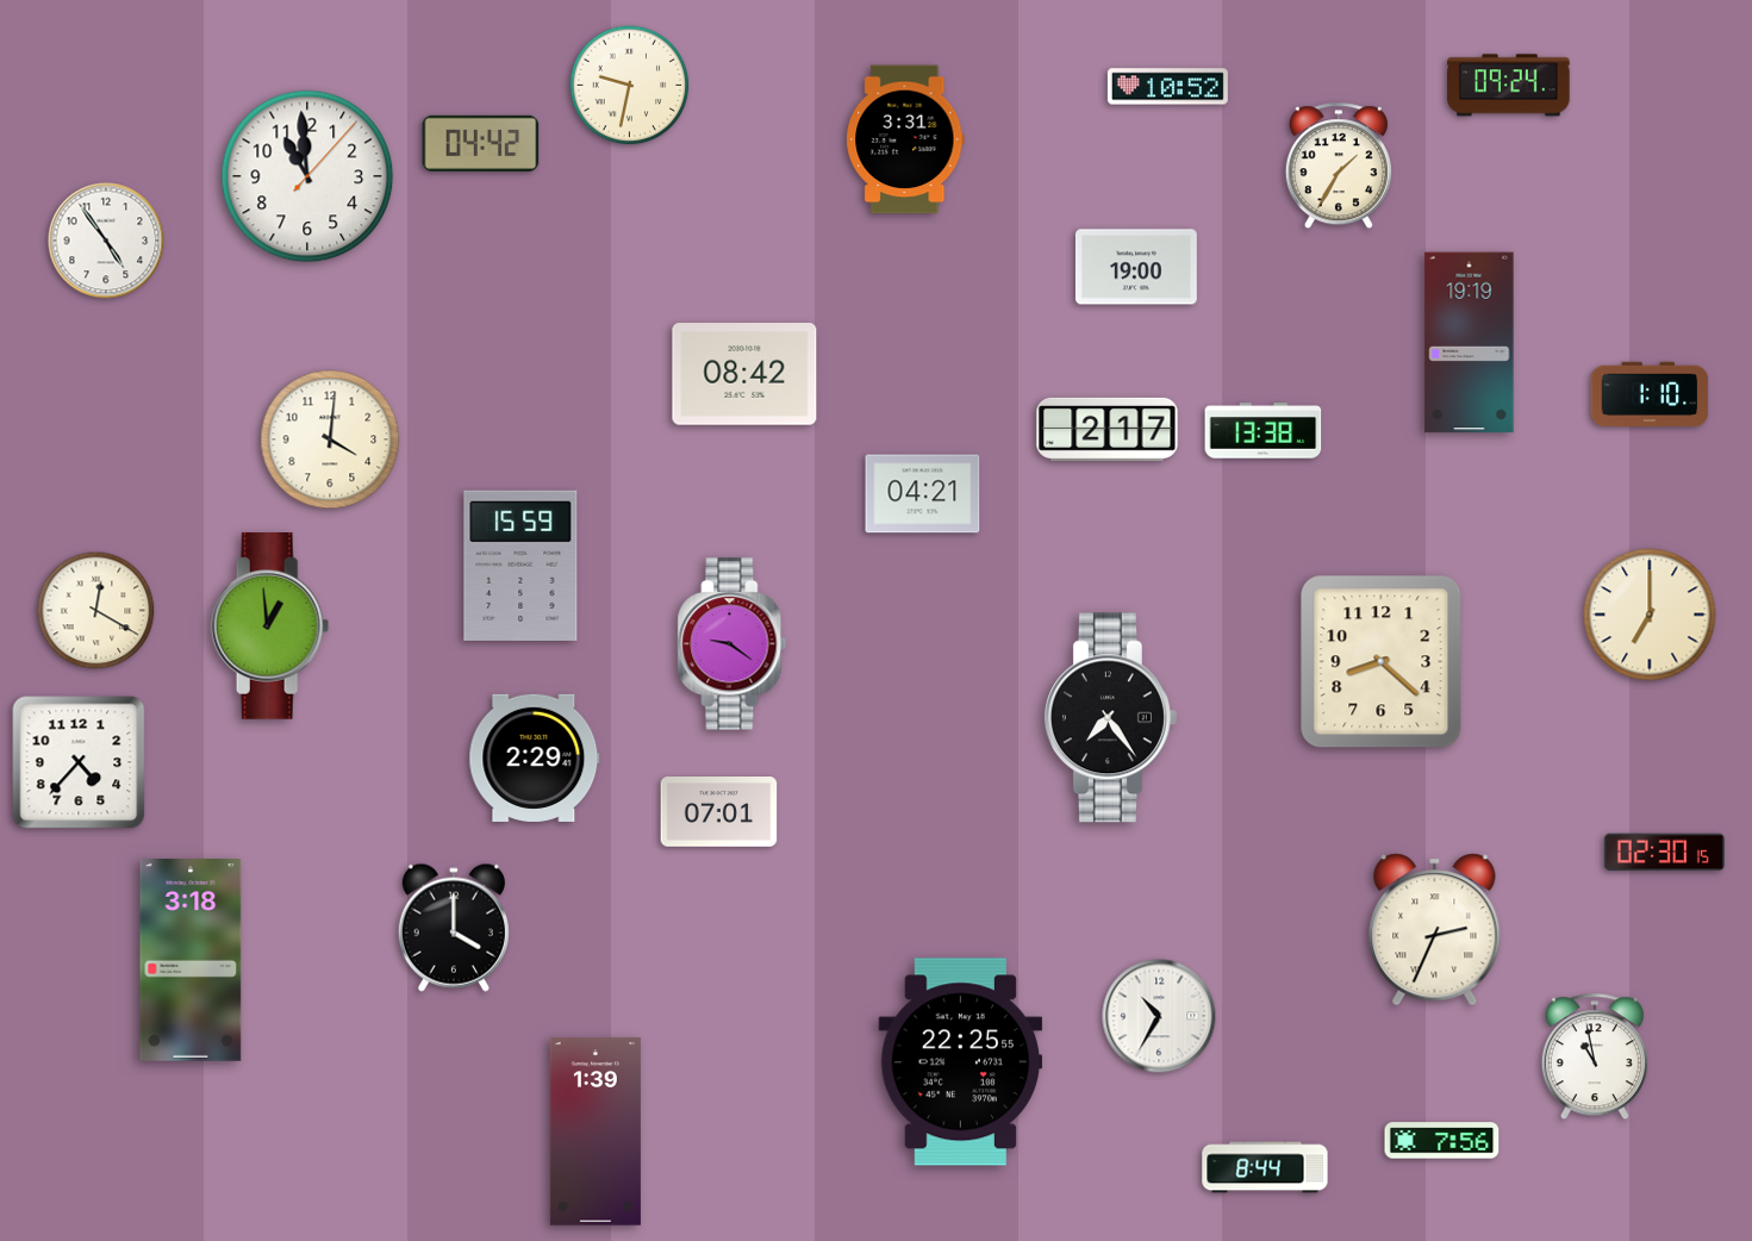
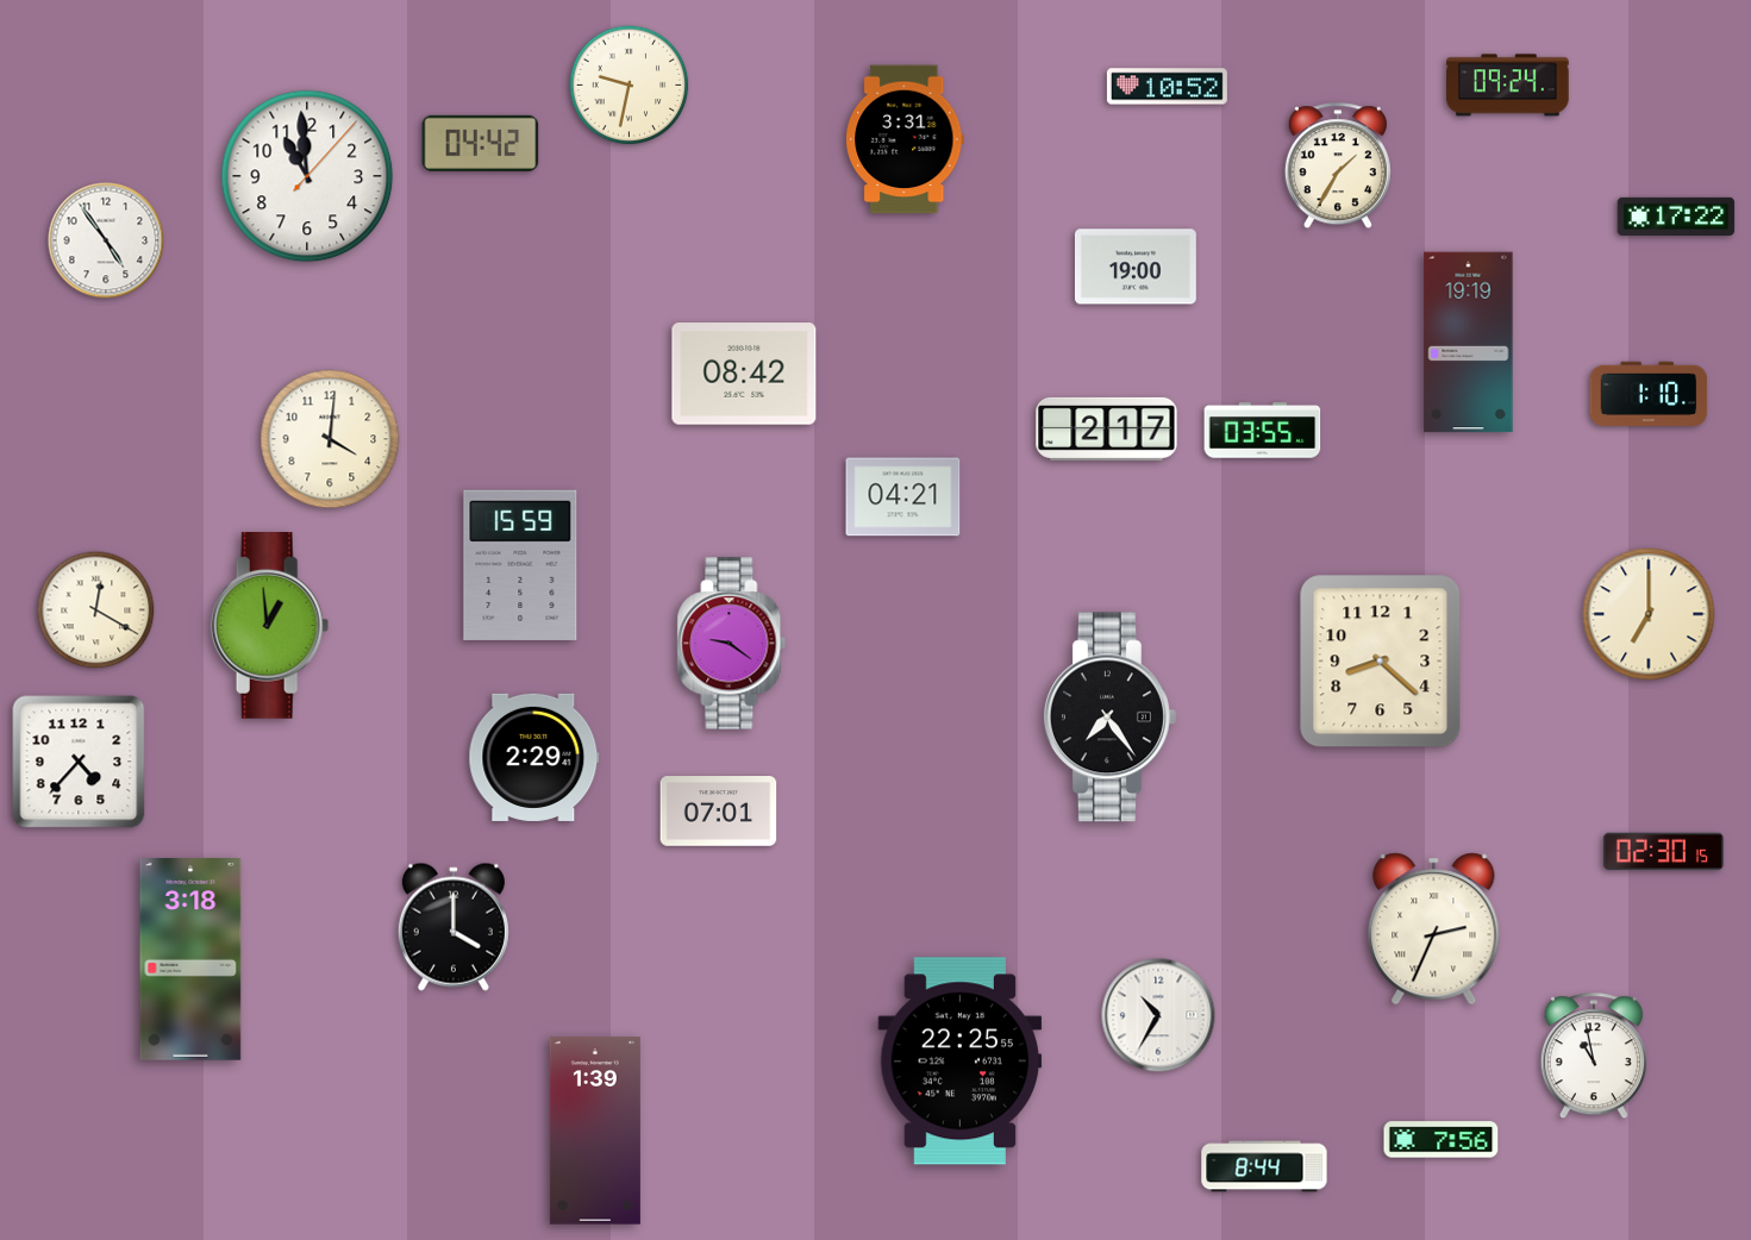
clock at (1676, 217): none -> 17:22
clock at (1264, 431): 13:38 -> 03:55
clock at (923, 494) position: (923, 494) -> (903, 497)
